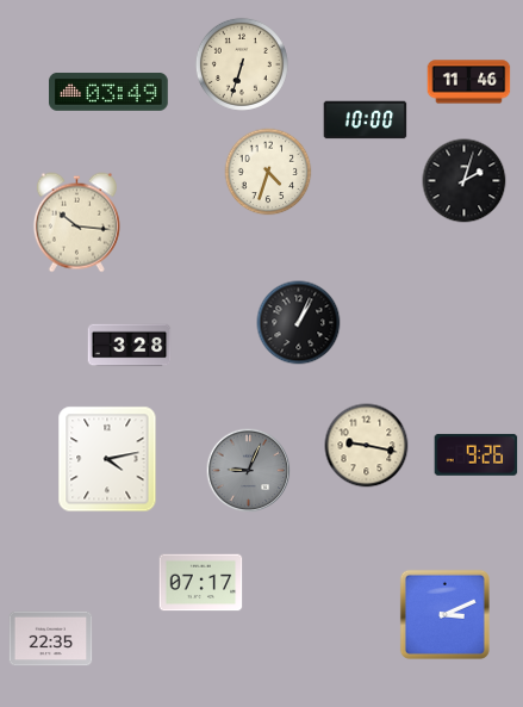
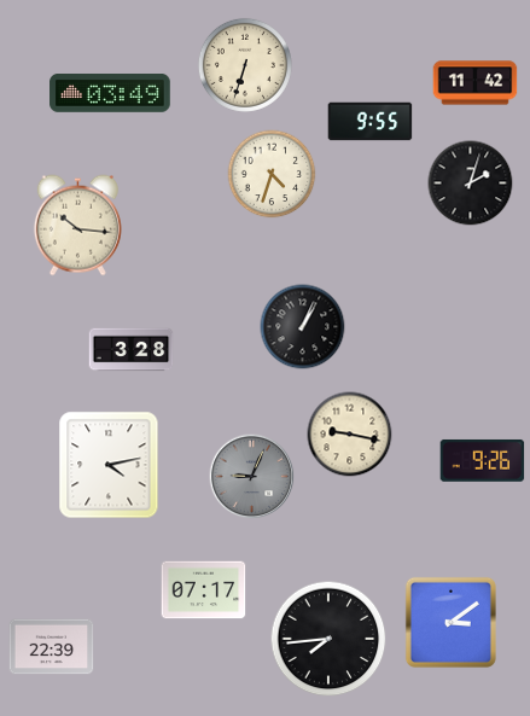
clock at (469, 82): 11:46 -> 11:42
clock at (366, 120): 10:00 -> 9:55
clock at (367, 446) position: (367, 446) -> (350, 435)
clock at (444, 614): 3:11 -> 3:09
clock at (328, 639): none -> 7:44
clock at (51, 639): 22:35 -> 22:39
